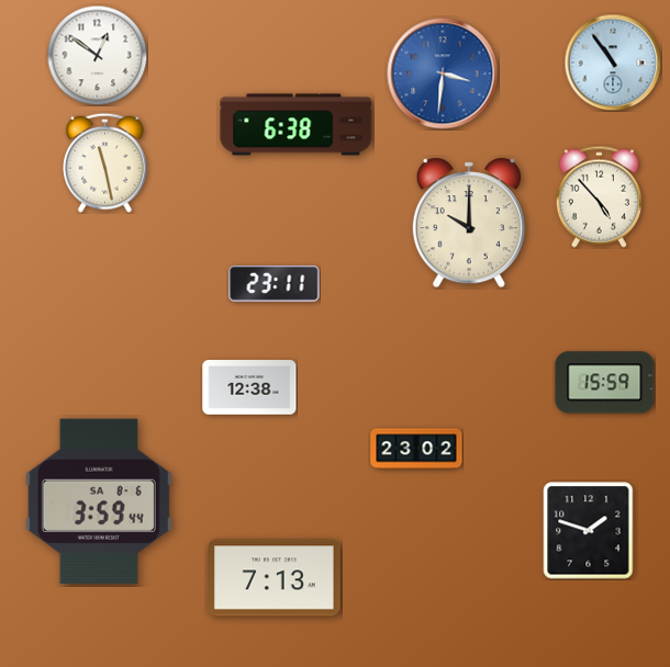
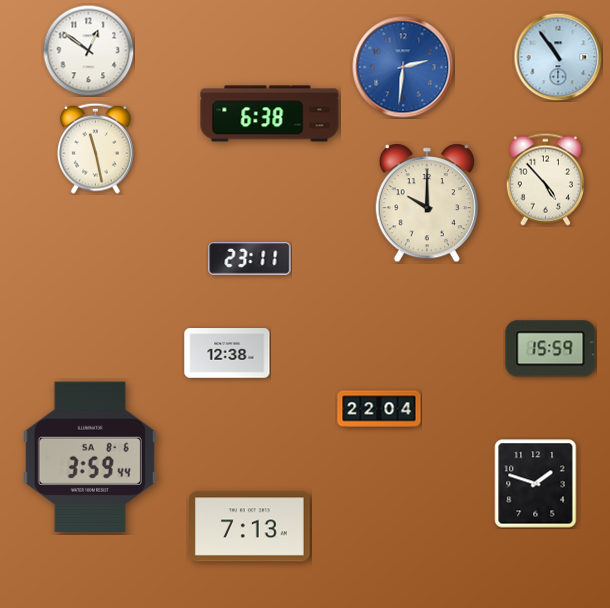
clock at (443, 74): 3:31 -> 2:31
clock at (416, 449): 23:02 -> 22:04
